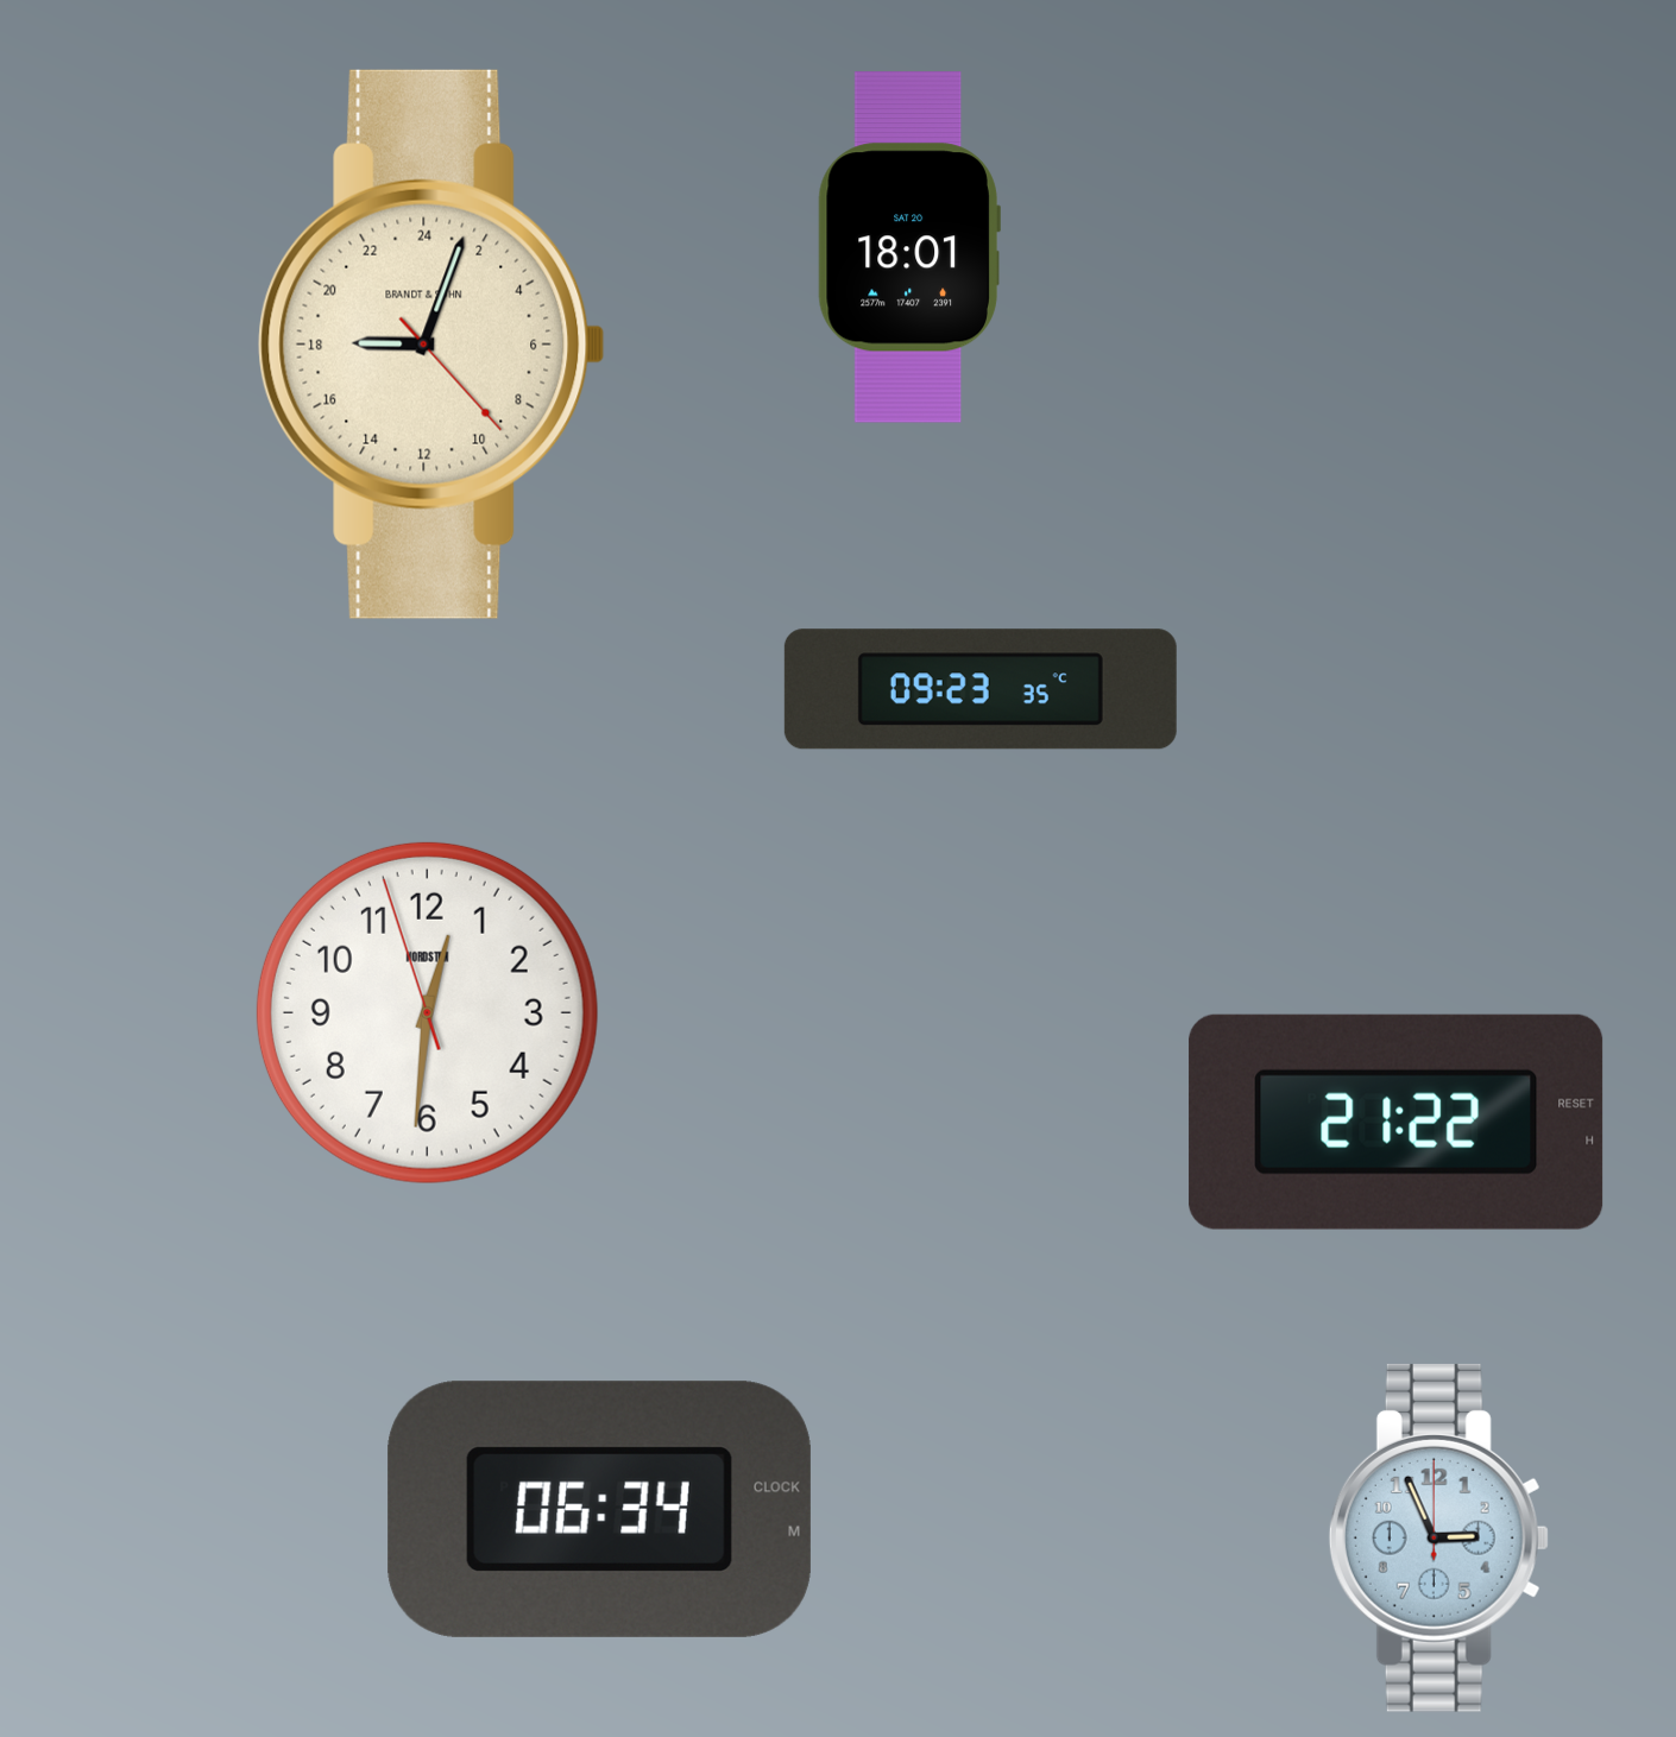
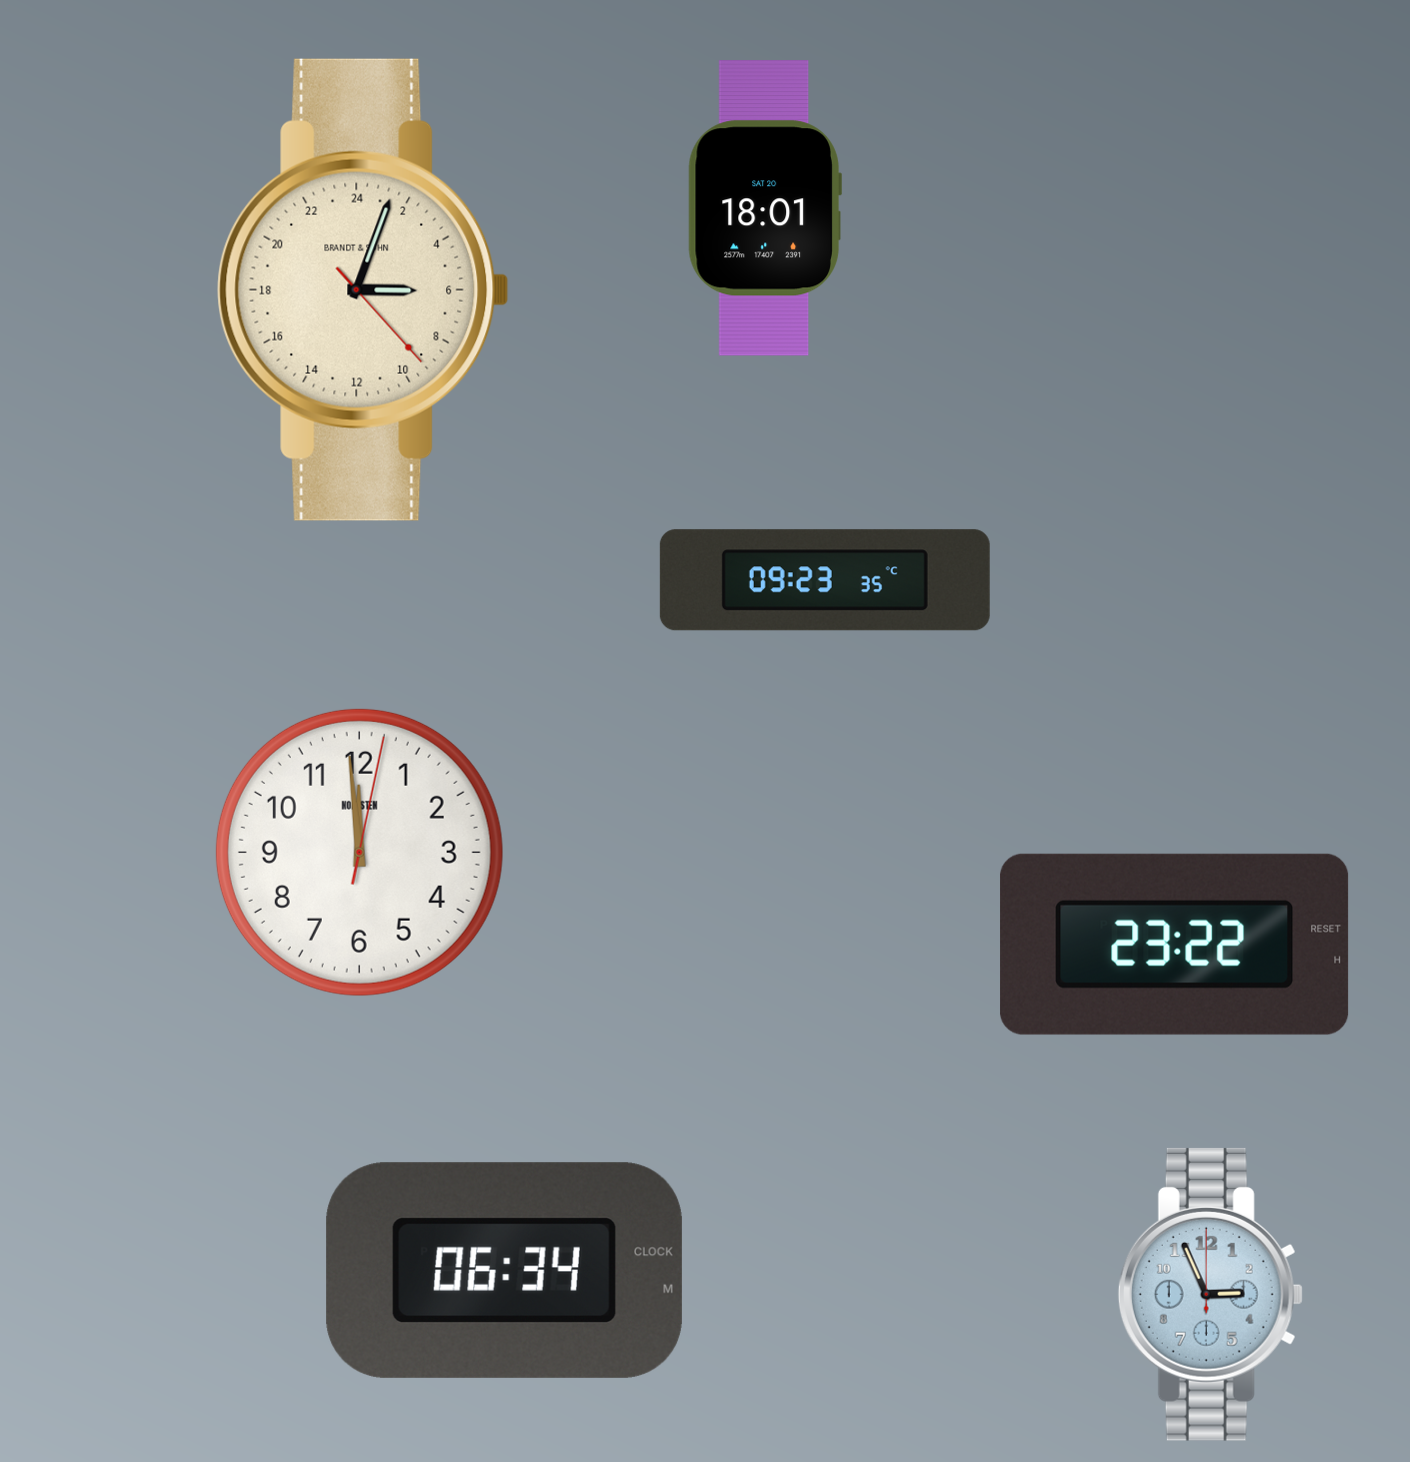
clock at (431, 345): 18:03 -> 6:03
clock at (427, 1012): 12:30 -> 11:59
clock at (1397, 1122): 21:22 -> 23:22
